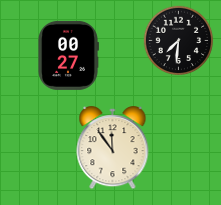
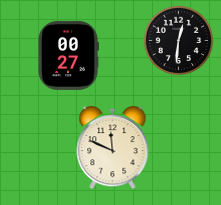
clock at (179, 41): 7:31 -> 12:31
clock at (113, 149): 11:54 -> 11:49
